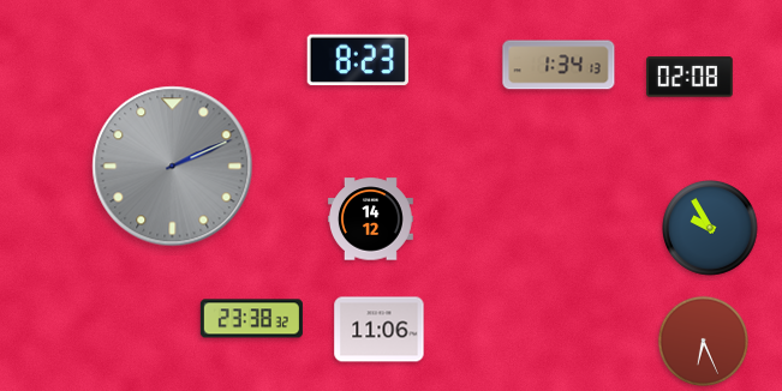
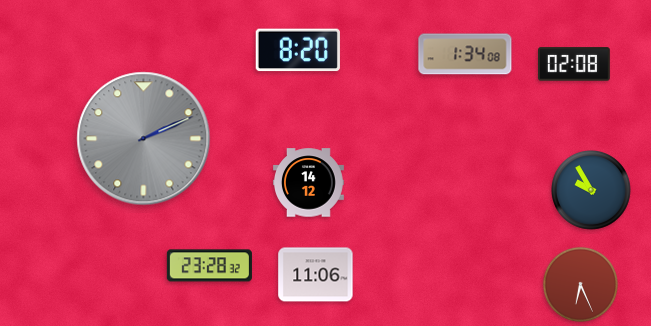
clock at (358, 60): 8:23 -> 8:20
clock at (559, 65): 1:34:13 -> 1:34:08
clock at (251, 319): 23:38 -> 23:28
clock at (703, 341) position: (703, 341) -> (580, 284)
